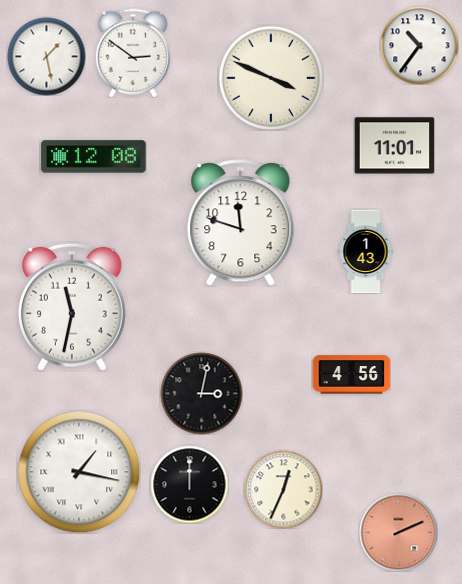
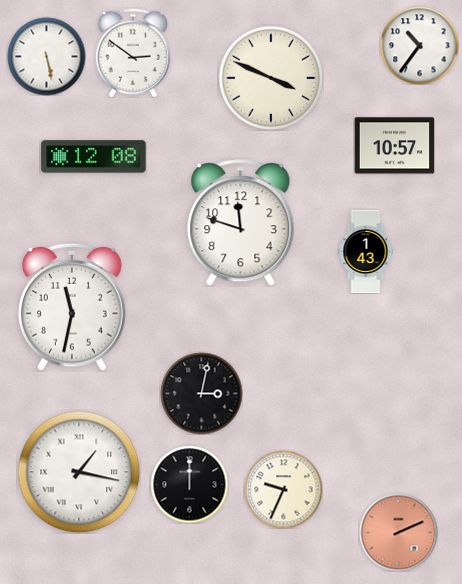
clock at (46, 56): 1:28 -> 5:28
clock at (394, 146): 11:01 -> 10:57
clock at (351, 375): 4:56 -> none
clock at (283, 489): 12:34 -> 9:34
